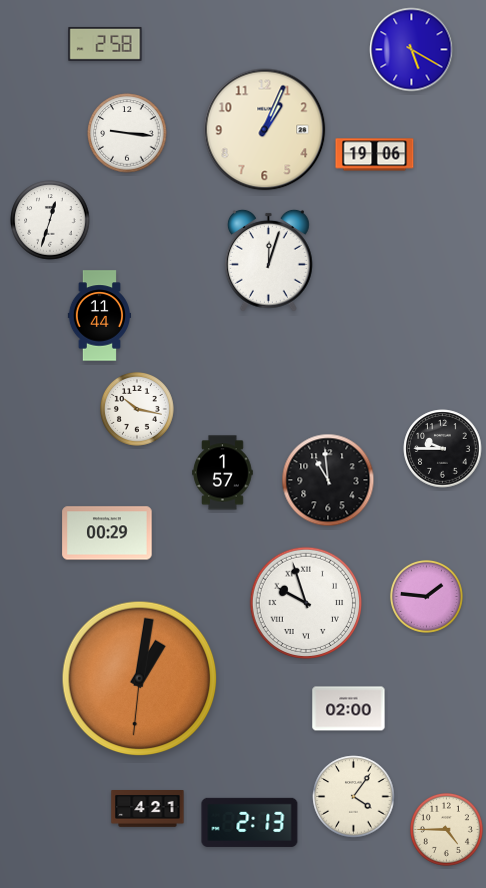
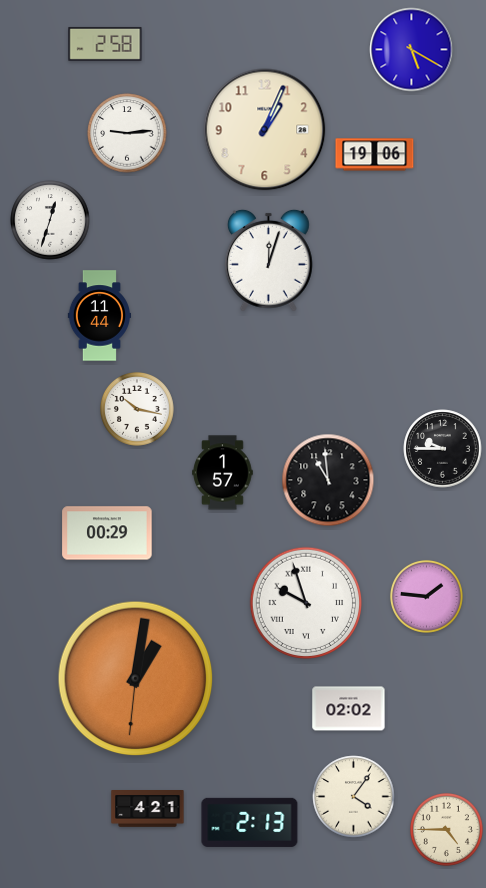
clock at (127, 133): 9:16 -> 9:14
clock at (140, 679) position: (140, 679) -> (136, 679)
clock at (349, 709): 02:00 -> 02:02
